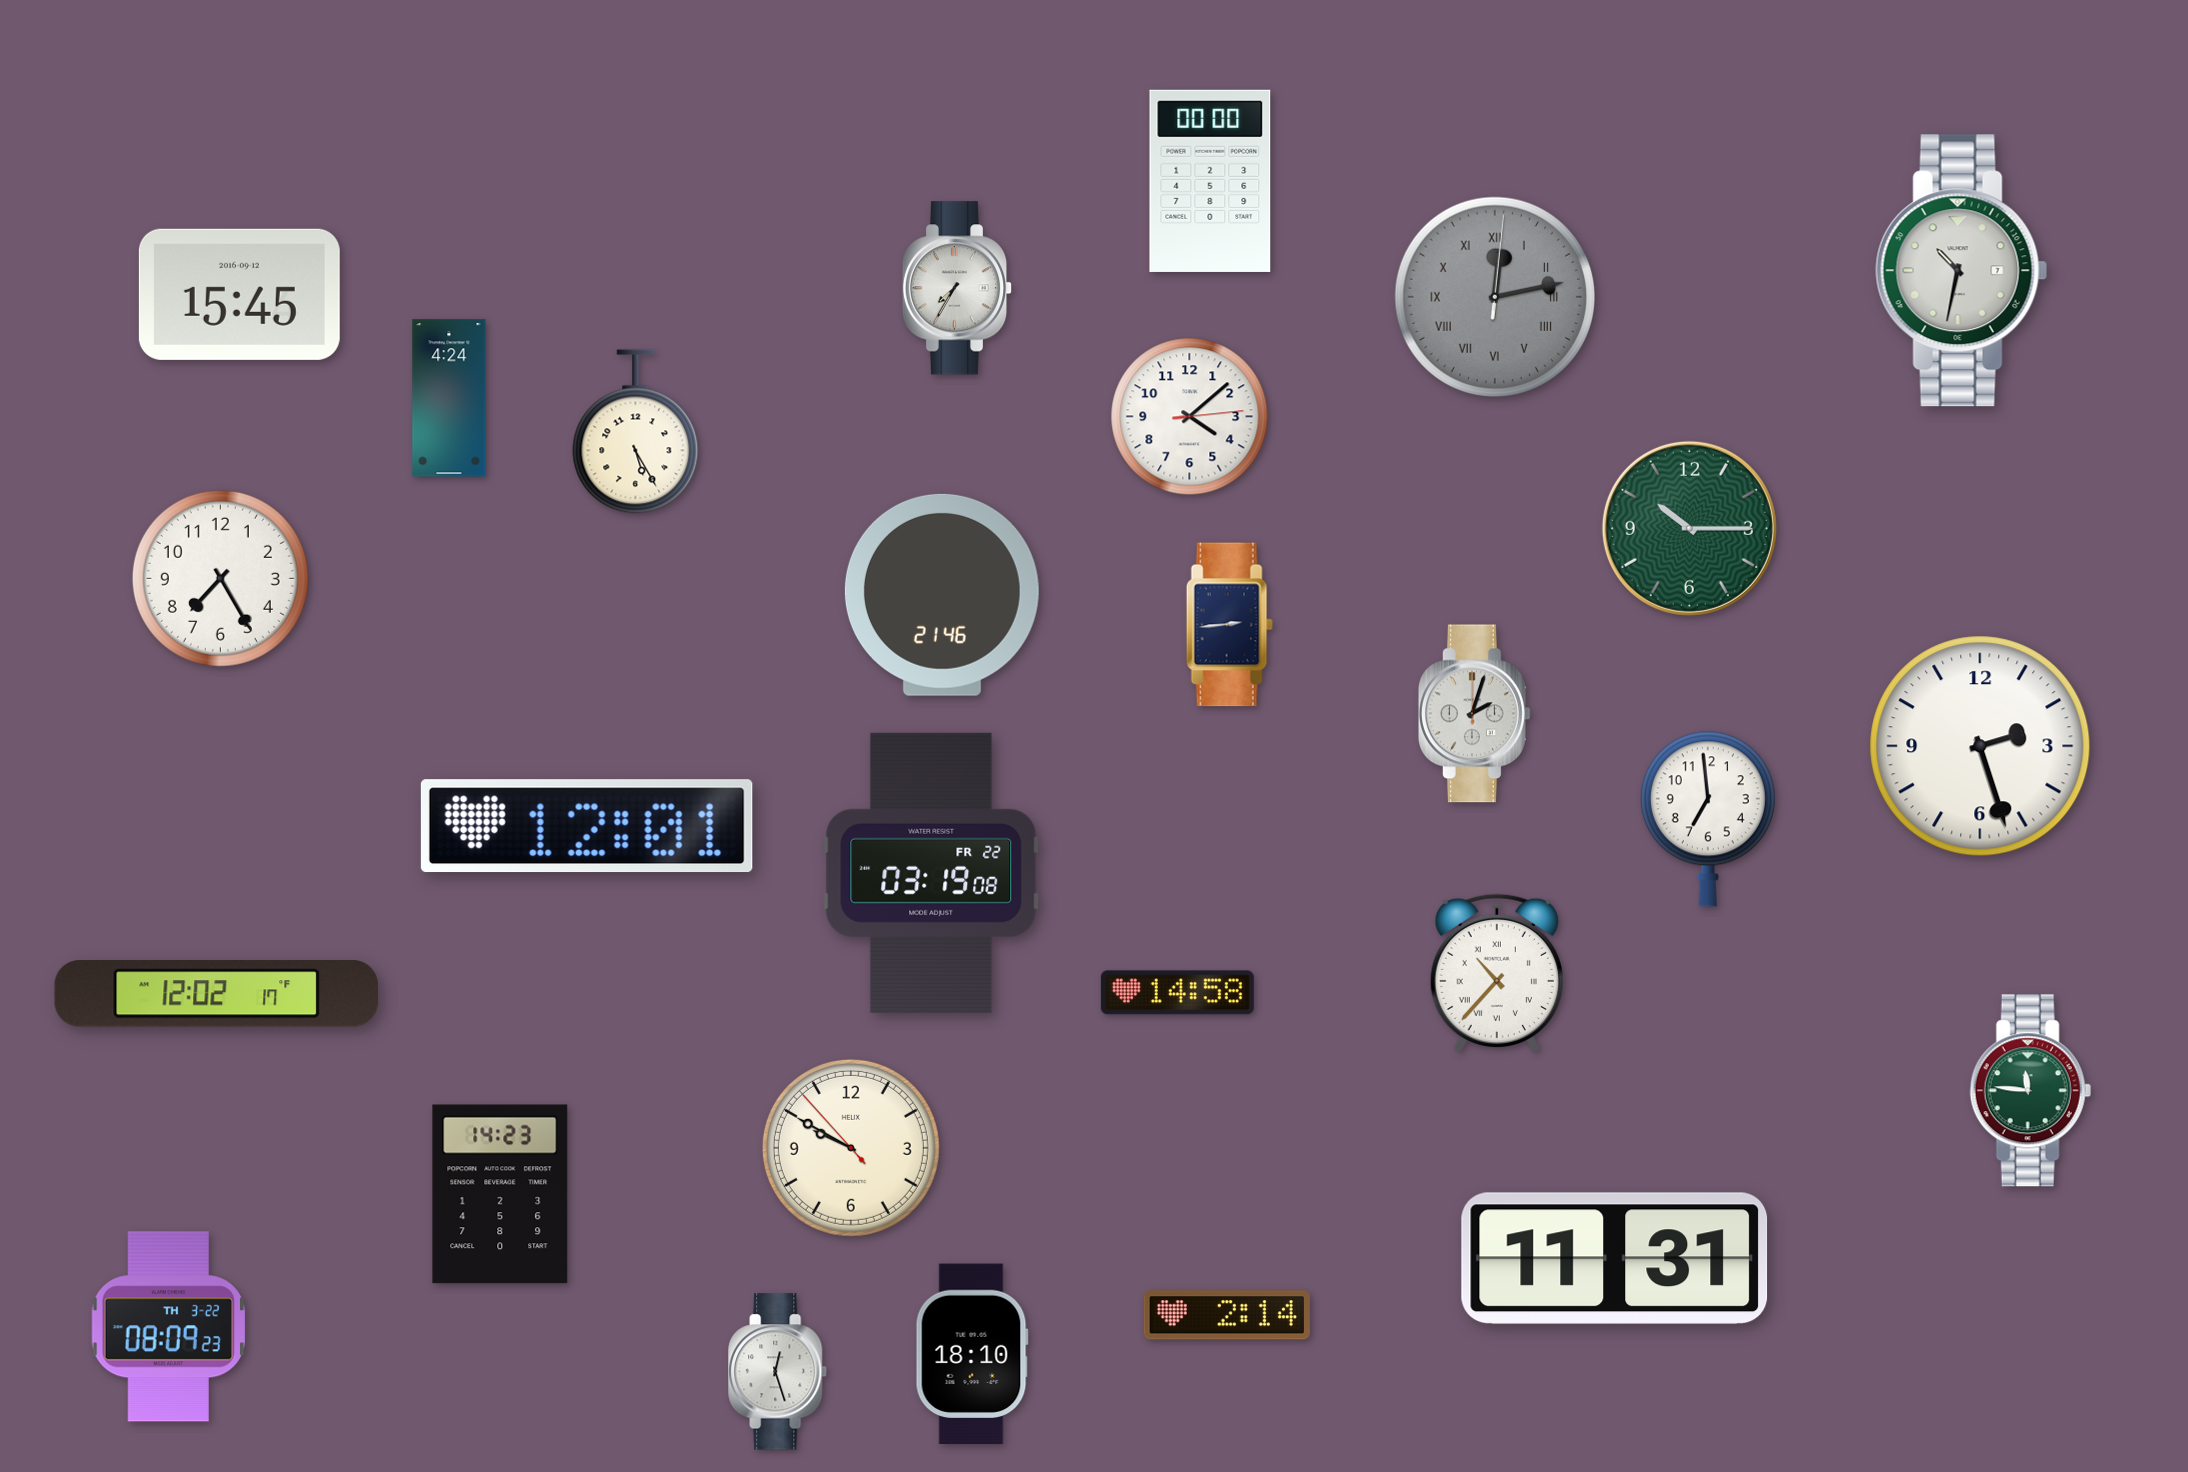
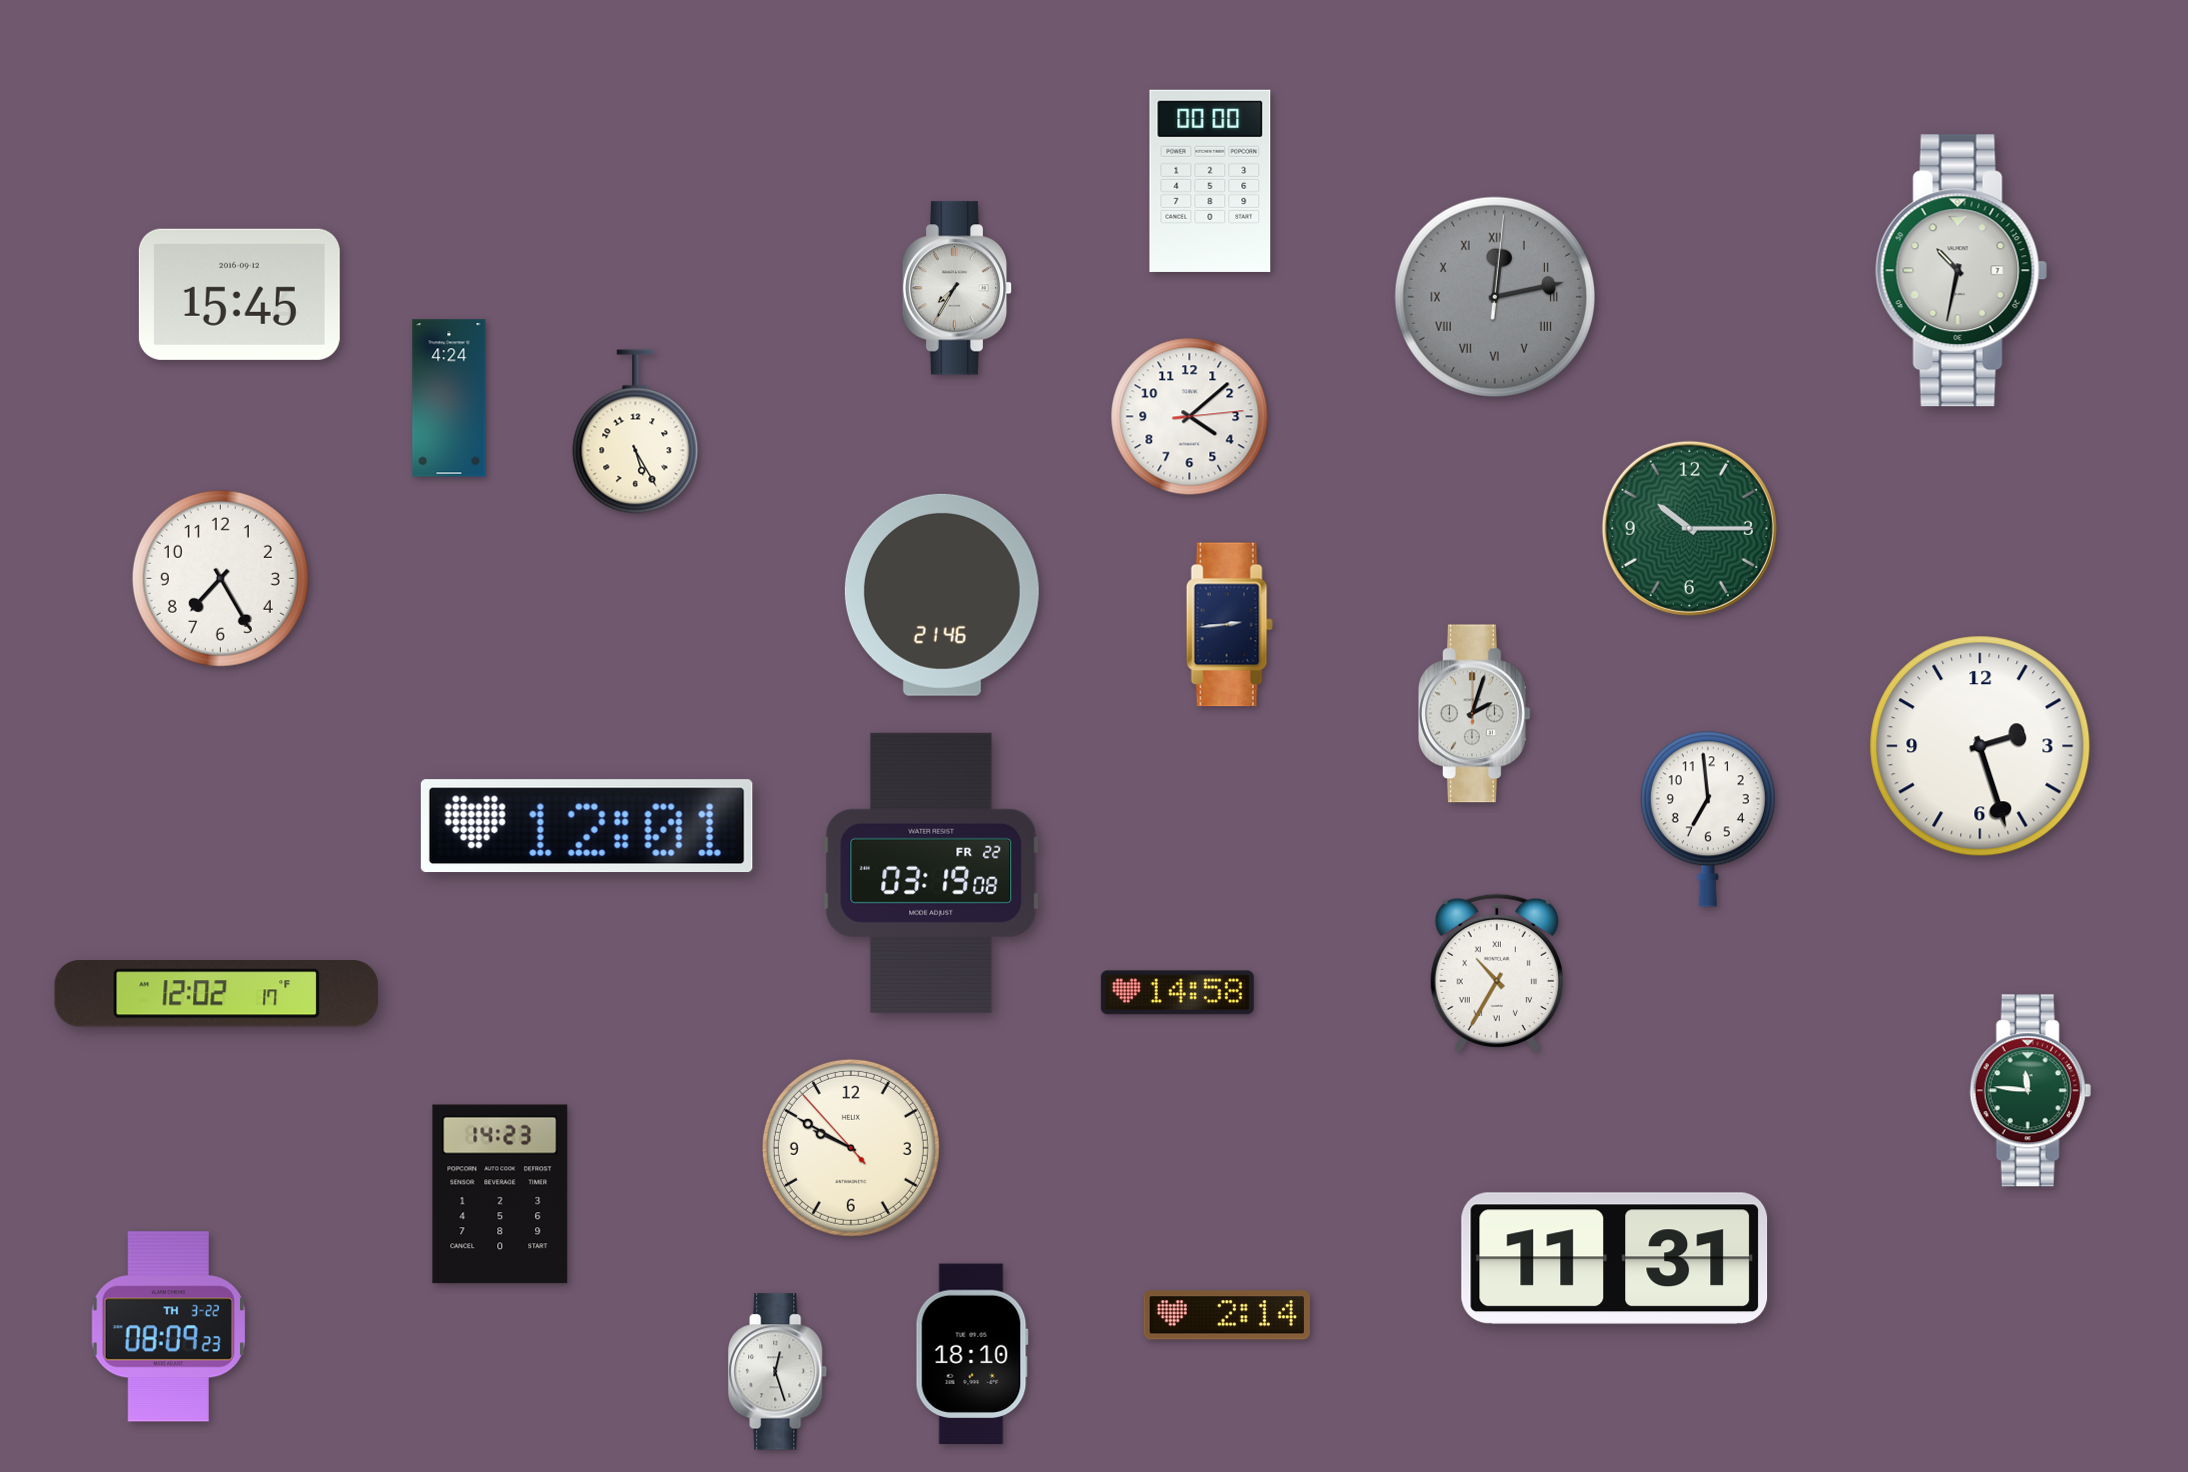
clock at (1497, 973): 10:37 -> 10:35
